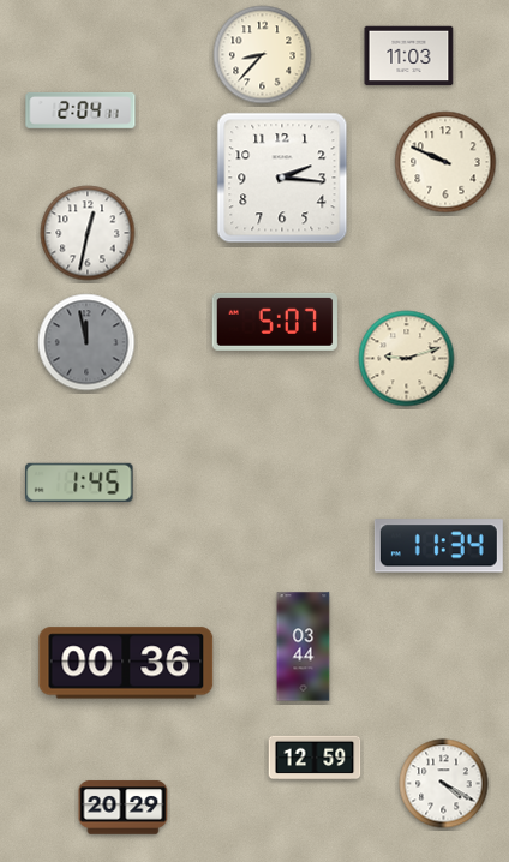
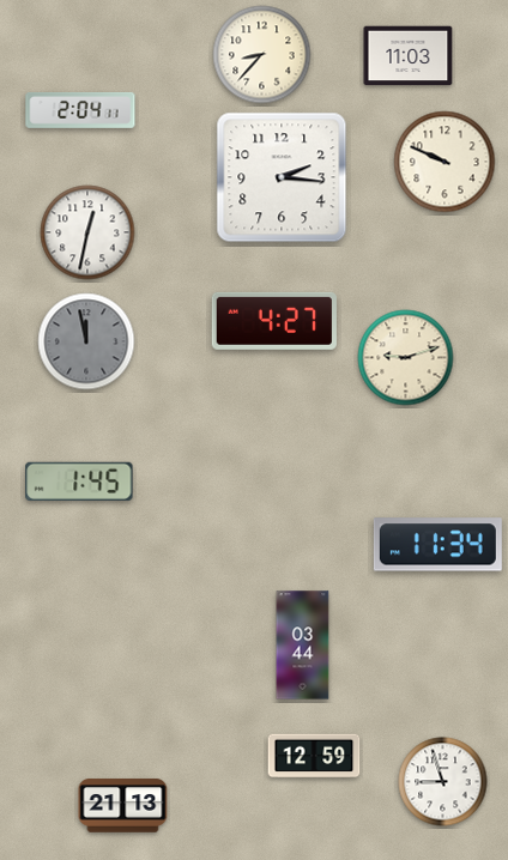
clock at (275, 322): 5:07 -> 4:27
clock at (126, 663): 00:36 -> none
clock at (444, 784): 4:20 -> 8:57
clock at (124, 808): 20:29 -> 21:13
